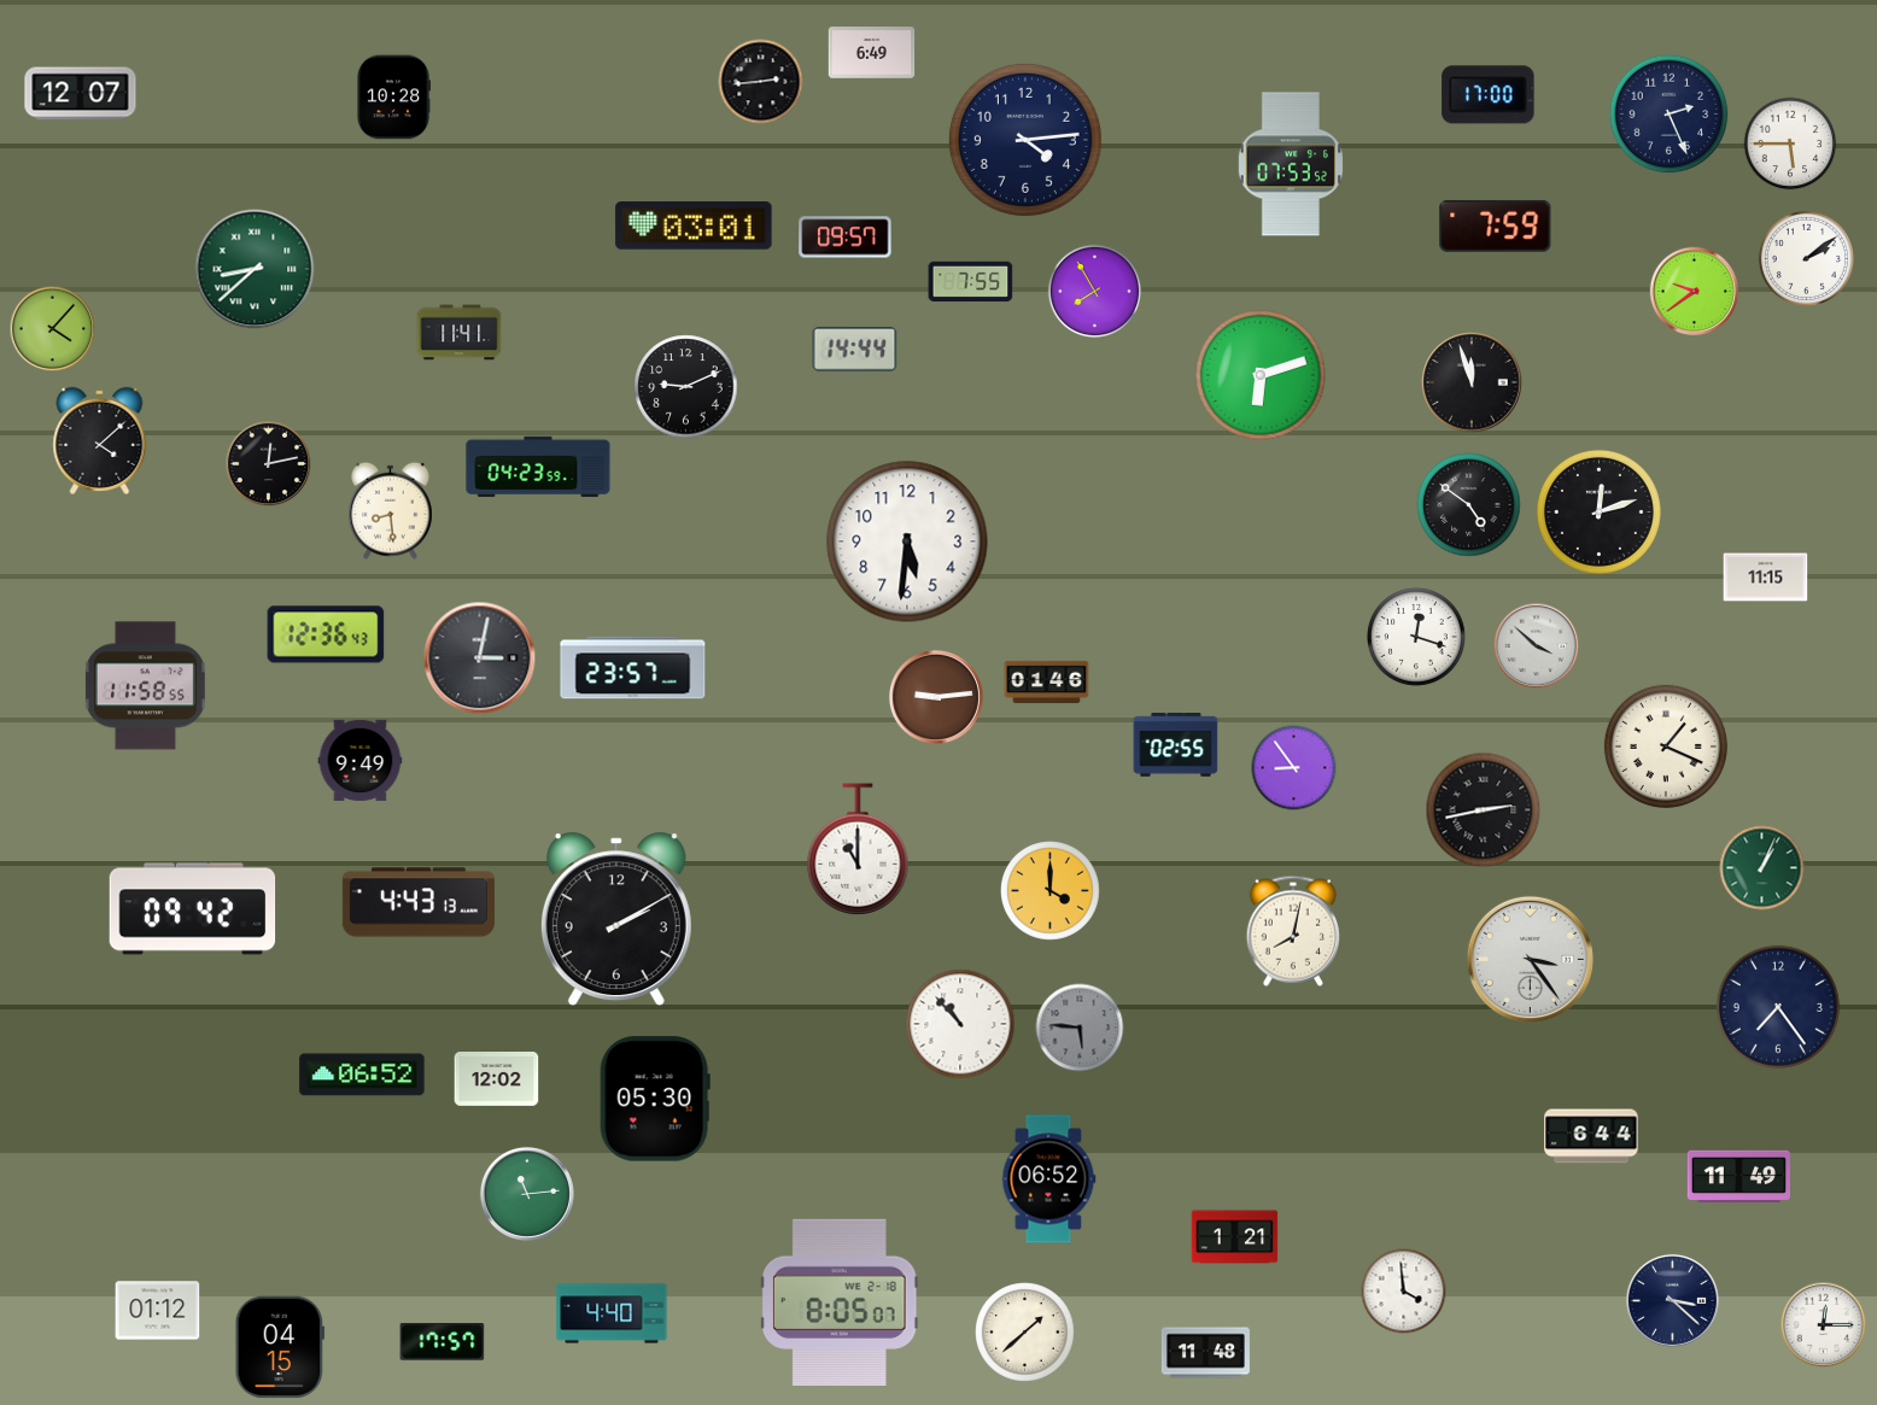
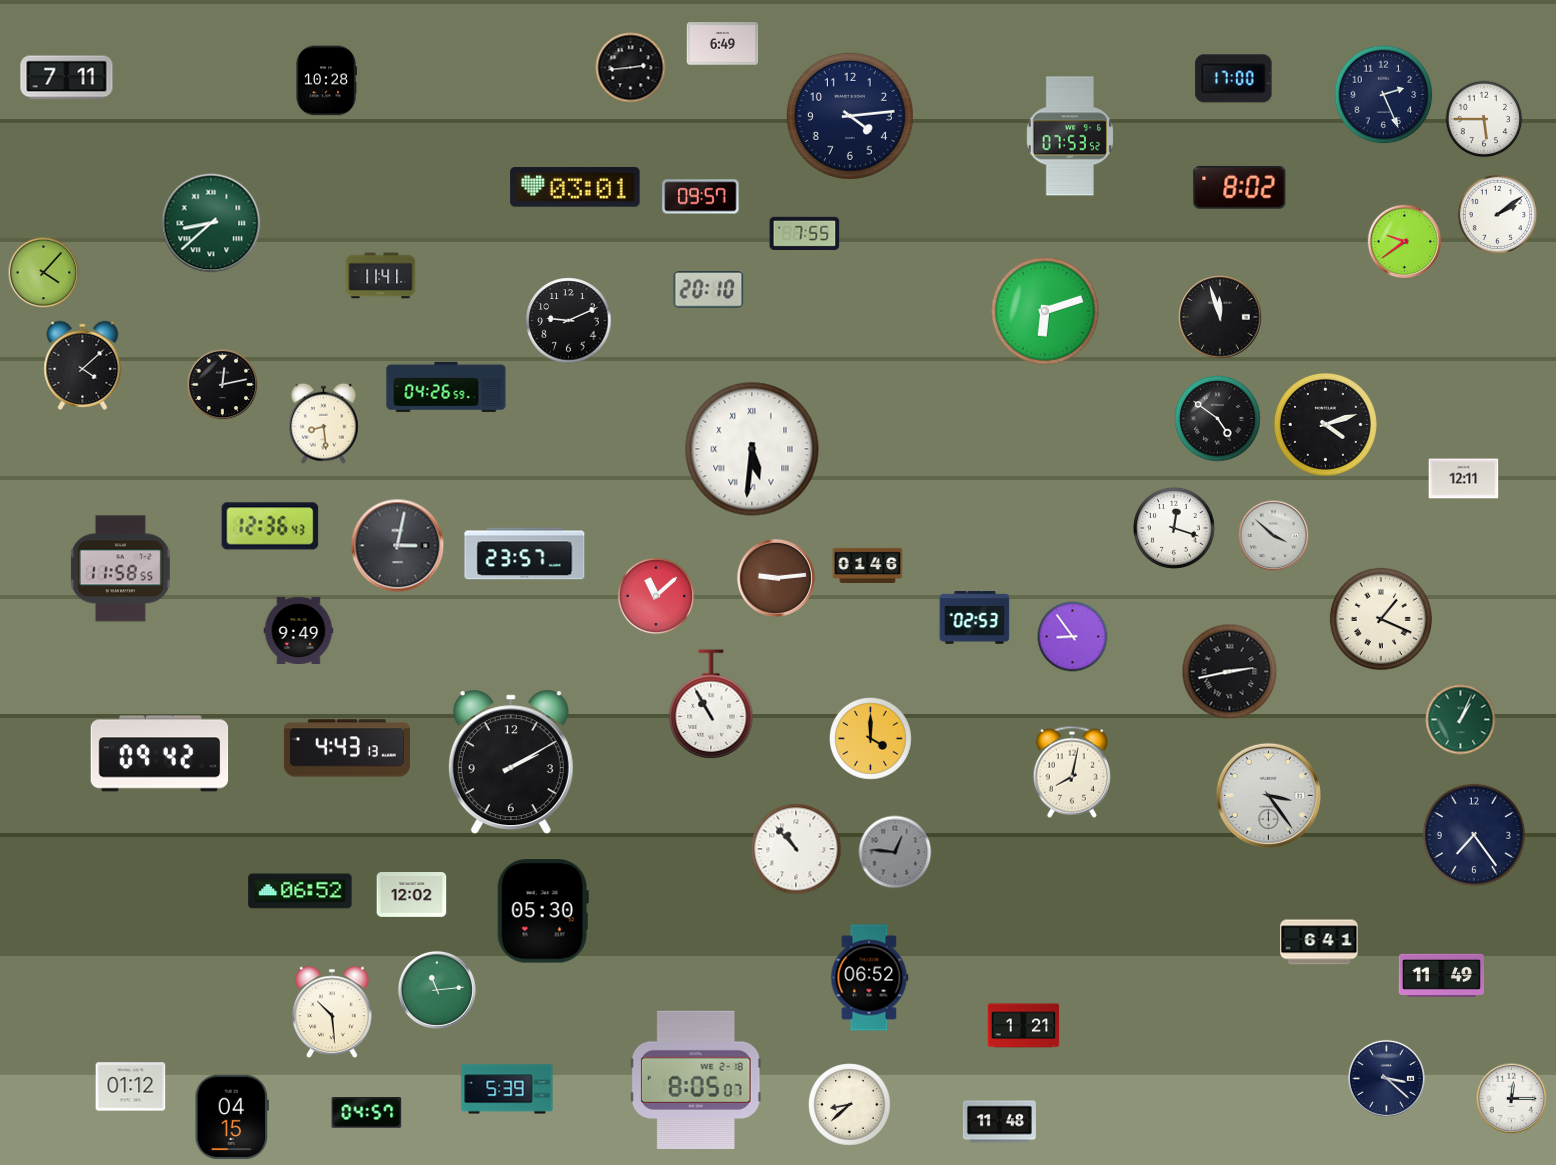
clock at (81, 94): 12:07 -> 7:11
clock at (1496, 226): 7:59 -> 8:02
clock at (1095, 292): 7:55 -> none
clock at (855, 350): 14:44 -> 20:10
clock at (538, 467): 04:23 -> 04:26
clock at (1598, 511): 12:12 -> 4:12
clock at (907, 541) numerals: Arabic -> Roman
clock at (1766, 578): 11:15 -> 12:11
clock at (656, 596): none -> 11:08
clock at (1176, 745): 02:55 -> 02:53
clock at (858, 849): 11:00 -> 10:55
clock at (1080, 1028): 5:46 -> 12:46
clock at (1591, 1136): 6:44 -> 6:41
clock at (332, 1012): none -> 10:29
clock at (1404, 1292): 3:59 -> none
clock at (612, 1313): 4:40 -> 5:39
clock at (1025, 1333): 1:38 -> 8:38
clock at (443, 1342): 17:57 -> 04:57
